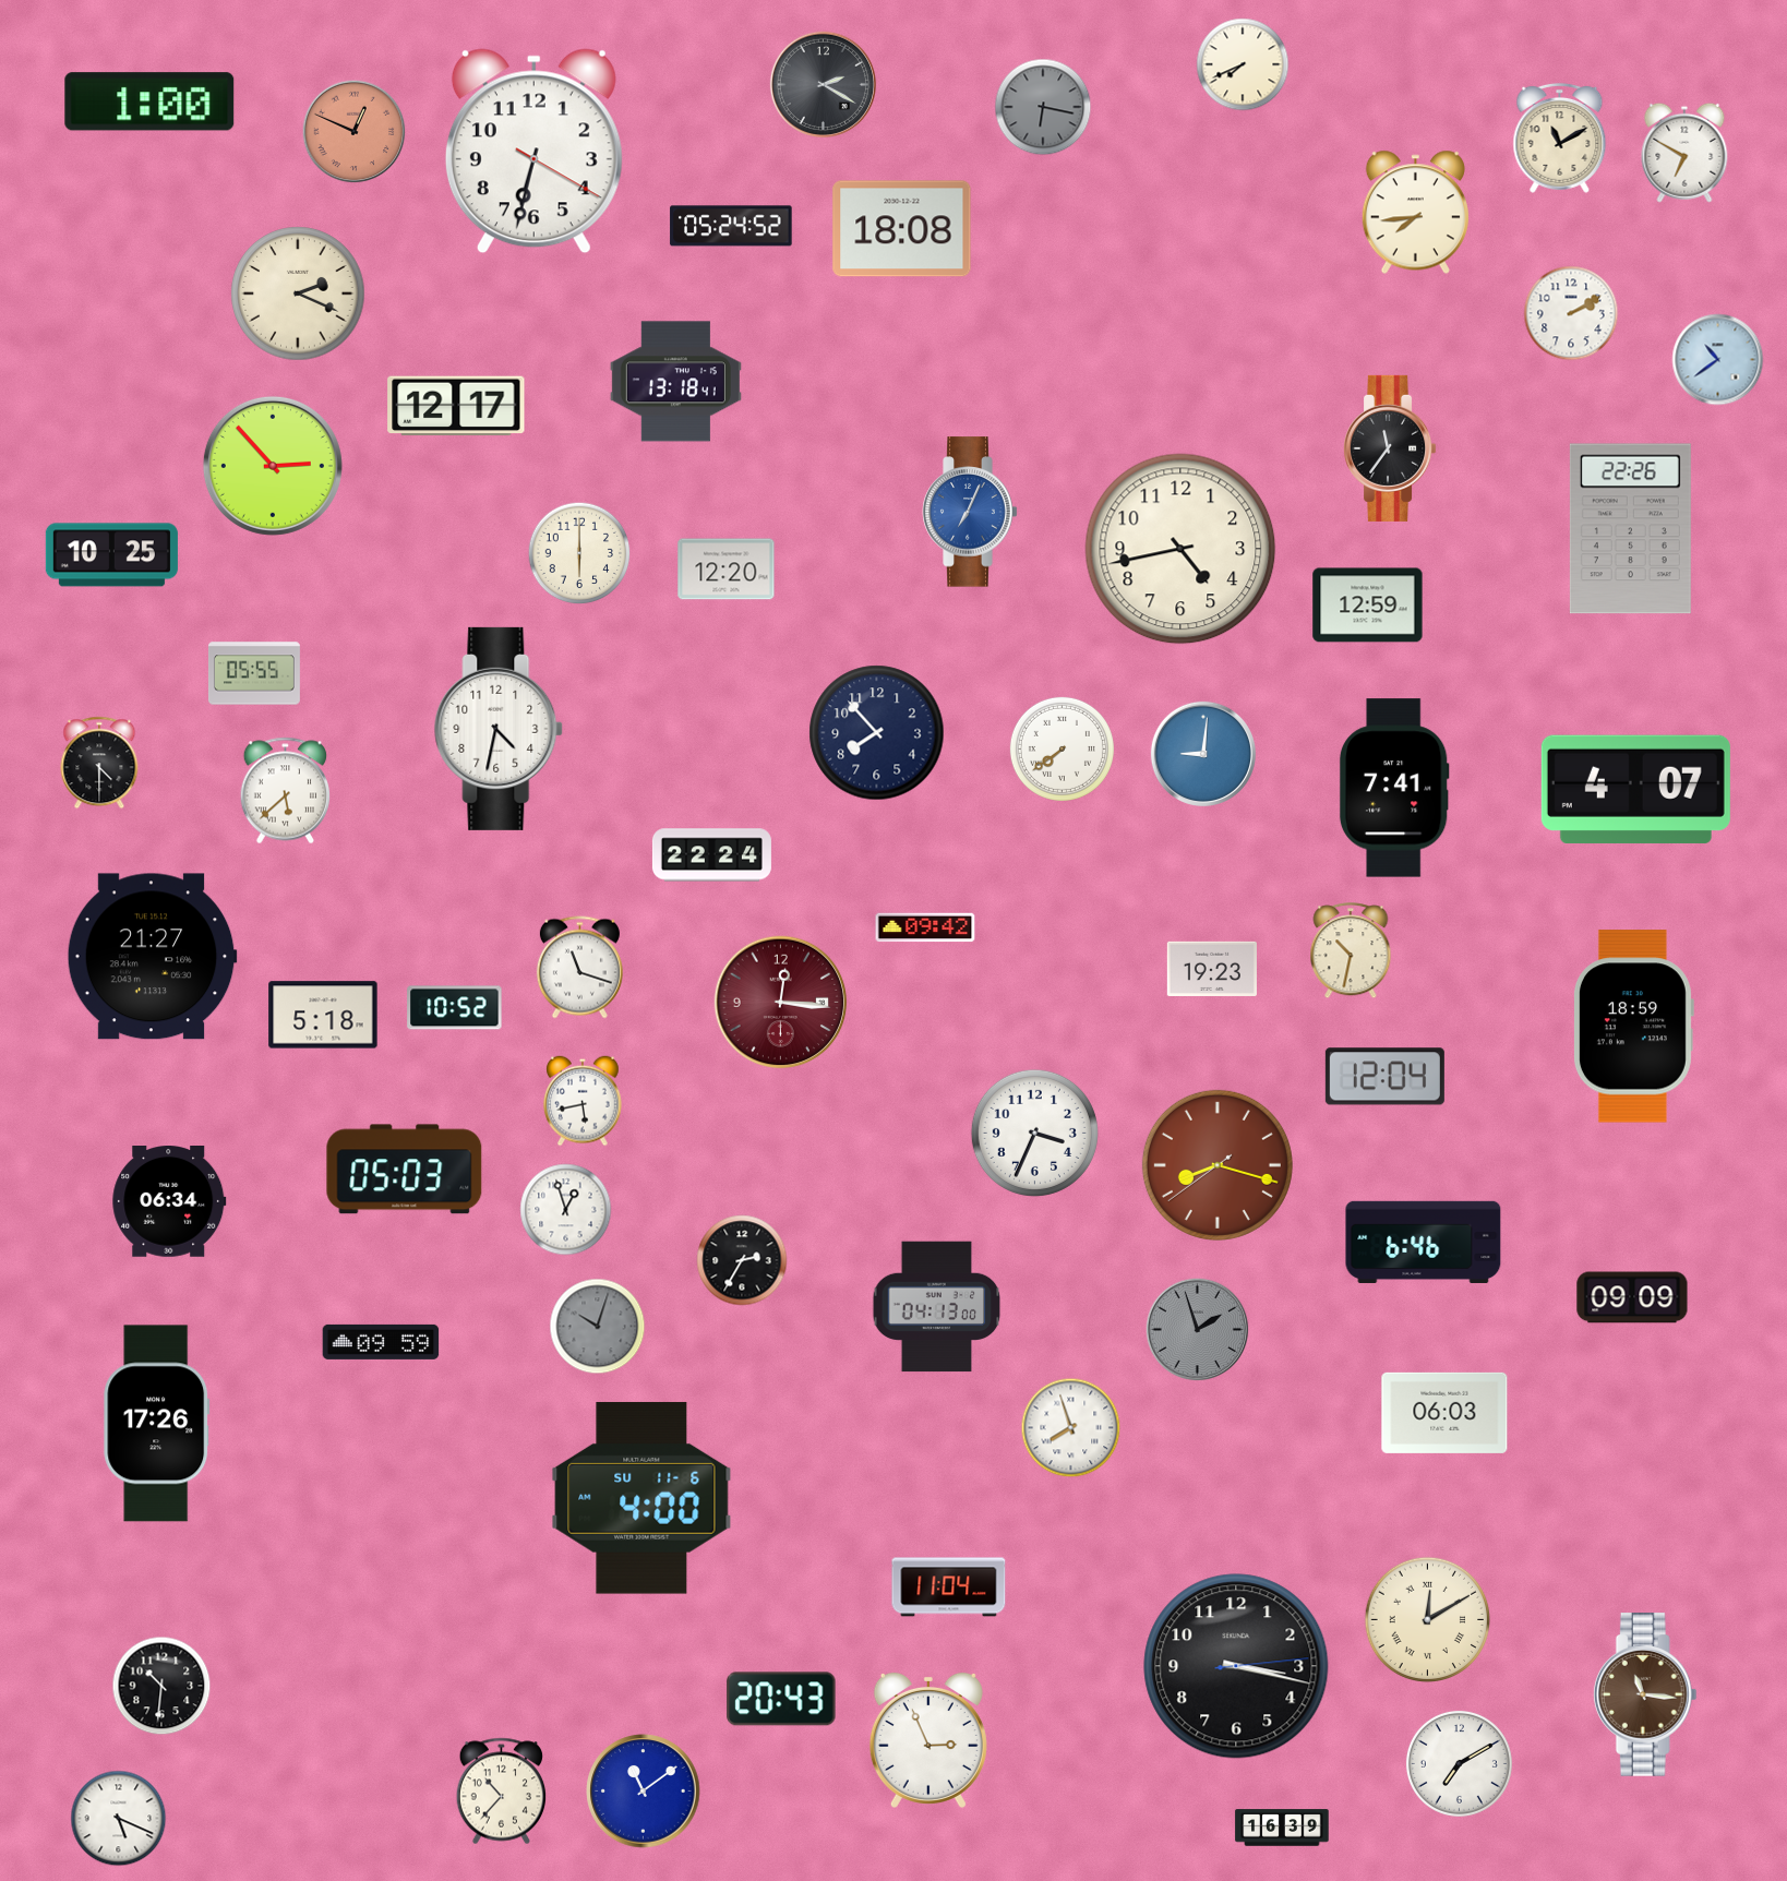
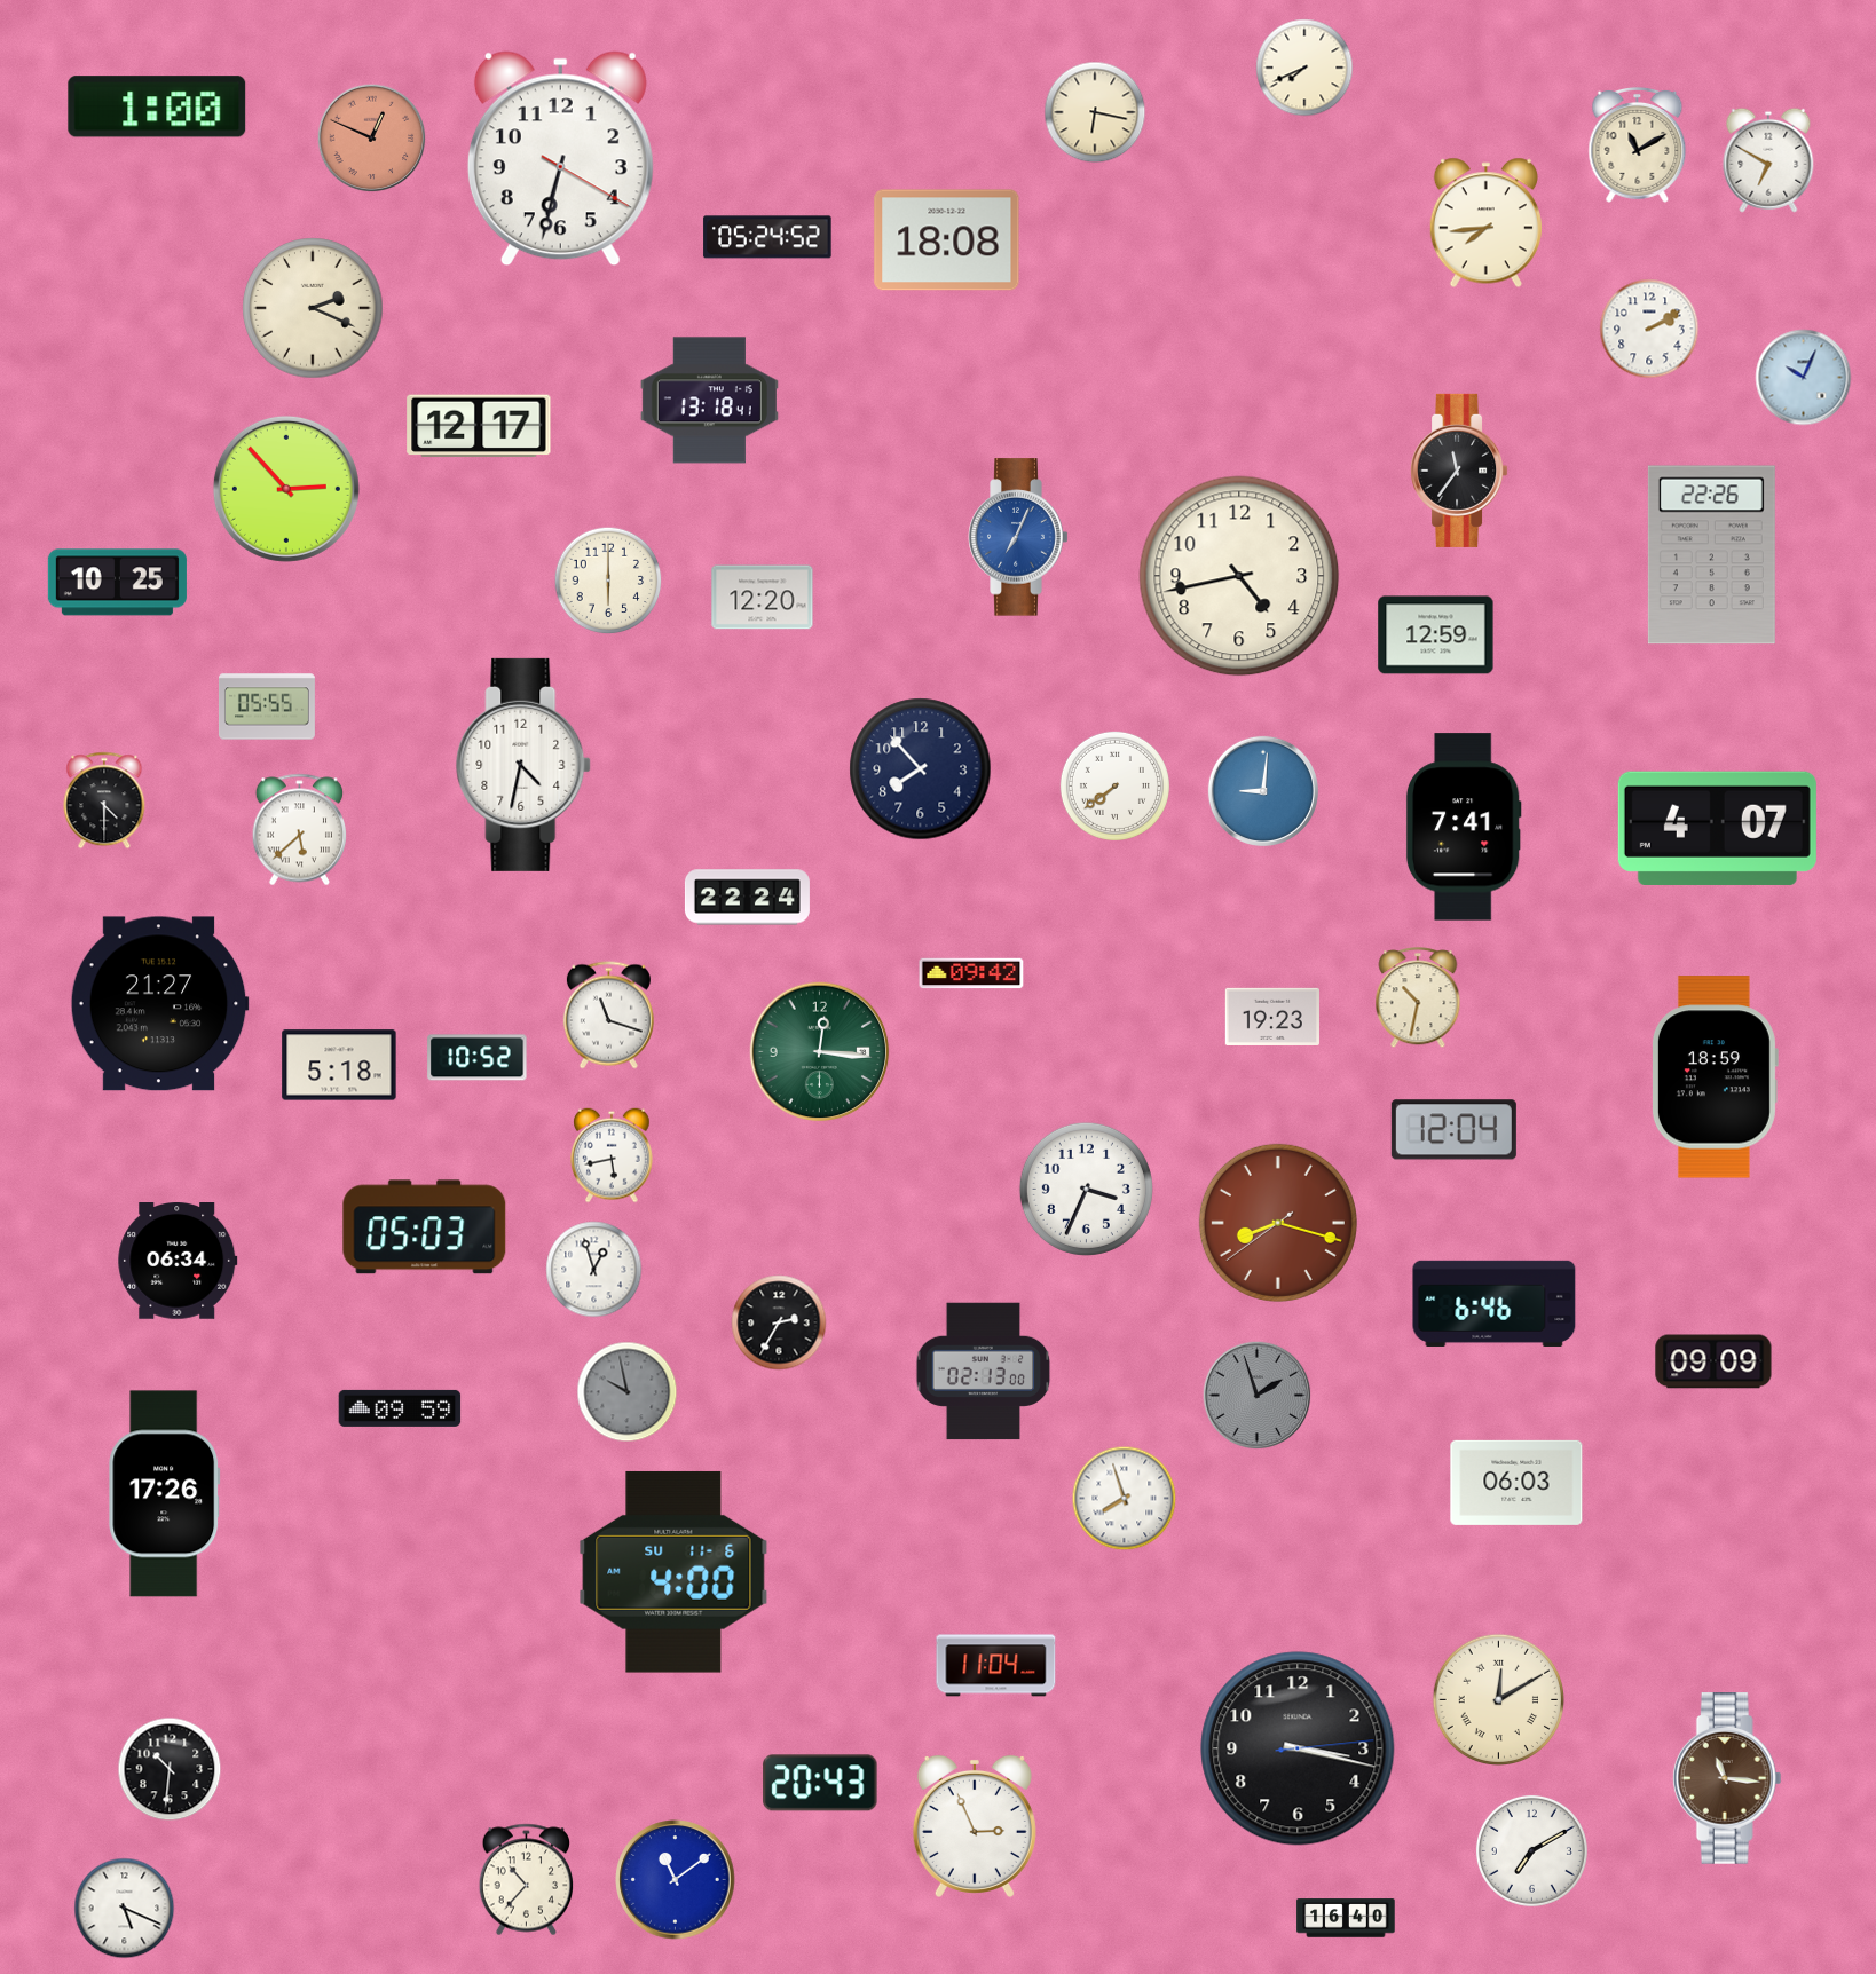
clock at (823, 84): 2:20 -> none
clock at (1043, 107) dial: grey -> cream
clock at (1718, 360): 10:39 -> 10:04
clock at (781, 1003) dial: burgundy -> green
clock at (937, 1307): 04:13 -> 02:13
clock at (598, 1327): 10:03 -> 9:58
clock at (1282, 1828): 16:39 -> 16:40
